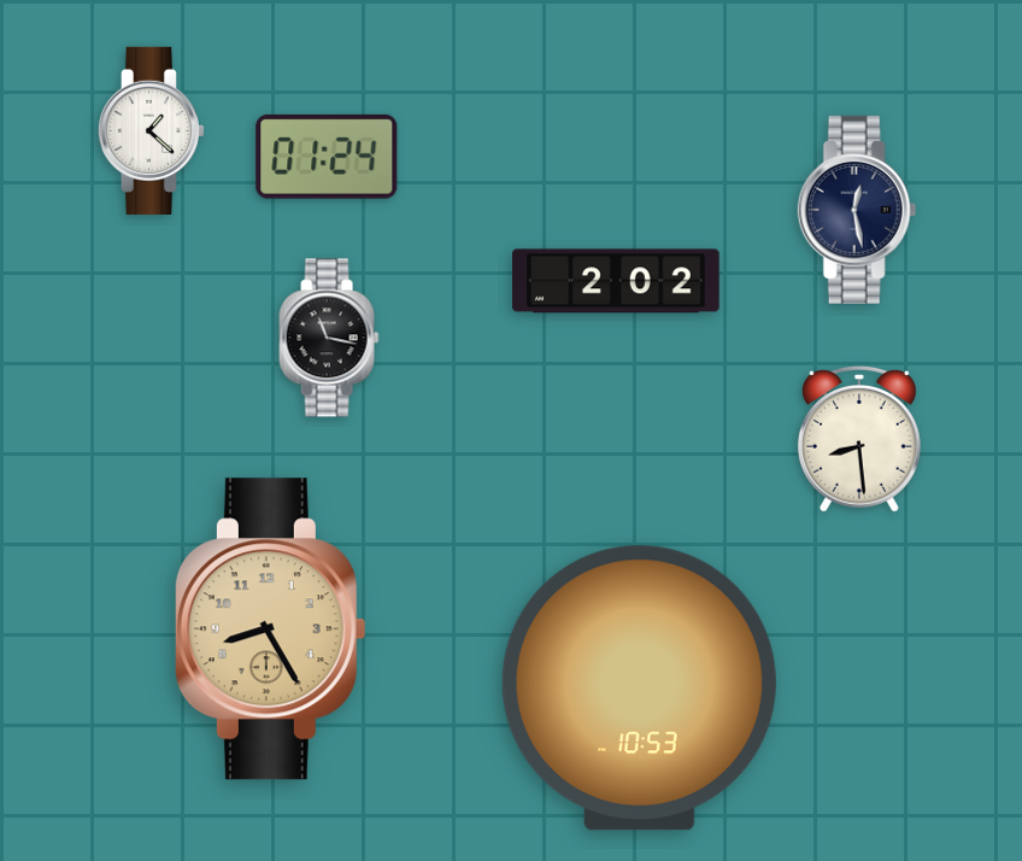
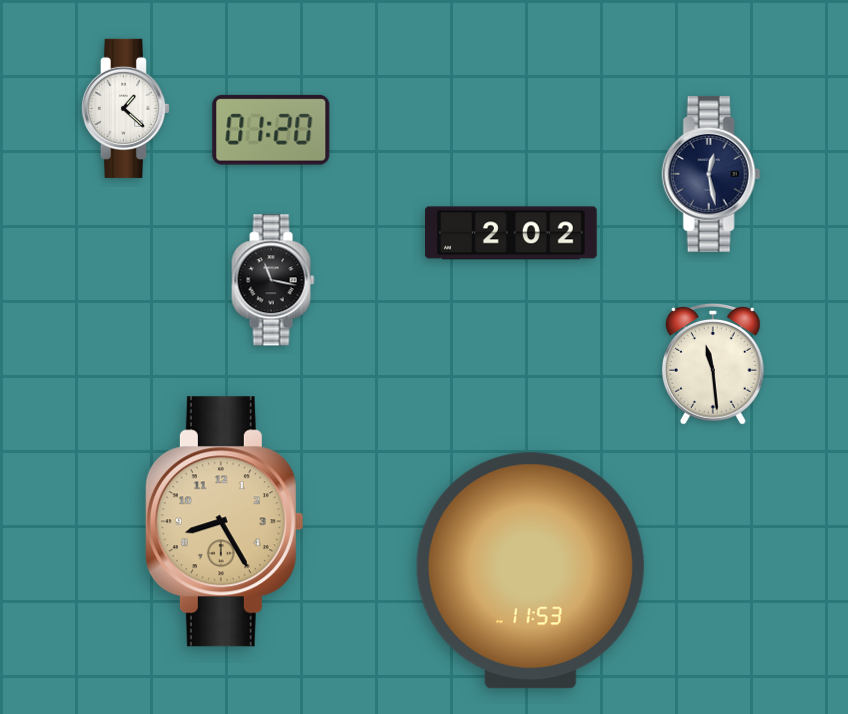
clock at (327, 157): 01:24 -> 01:20
clock at (859, 440): 8:29 -> 11:29
clock at (639, 689): 10:53 -> 11:53
